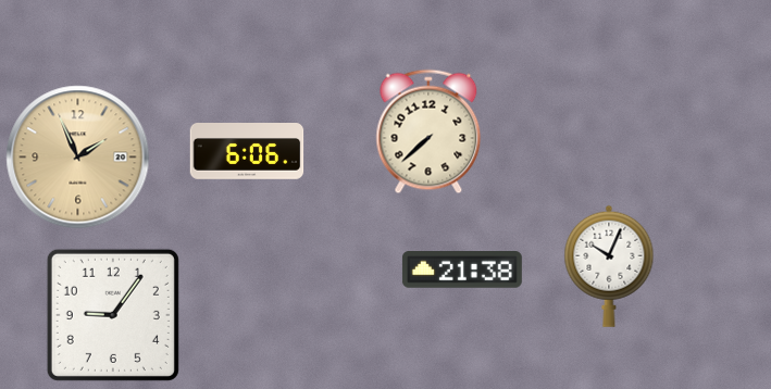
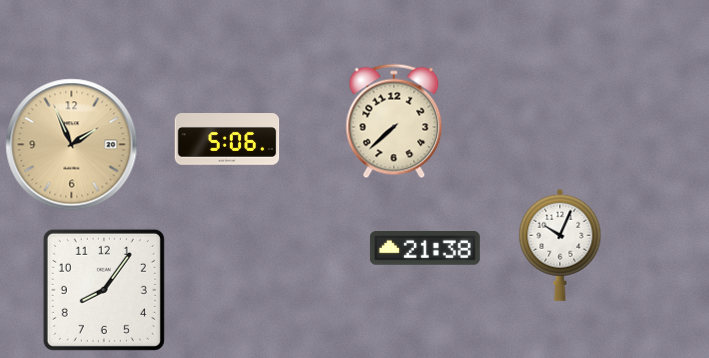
clock at (247, 152): 6:06 -> 5:06
clock at (113, 315): 9:06 -> 8:06
